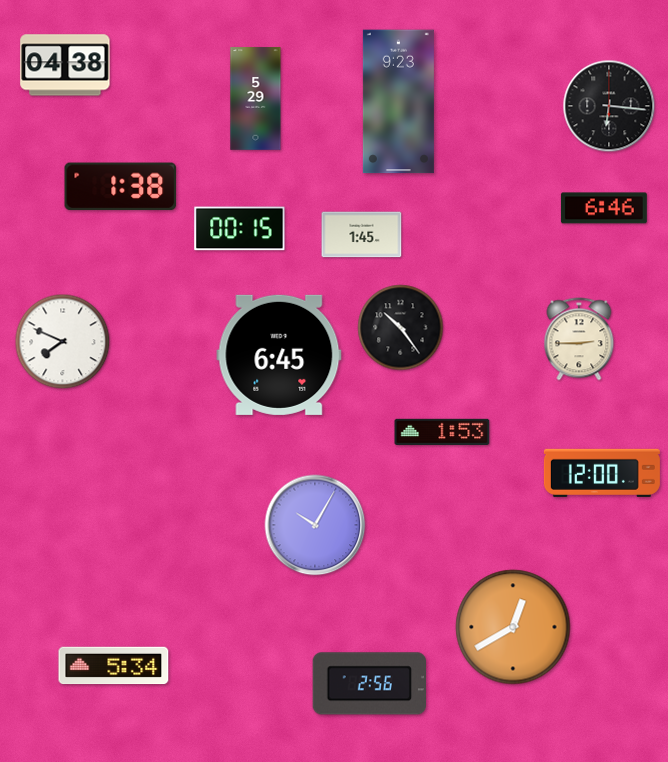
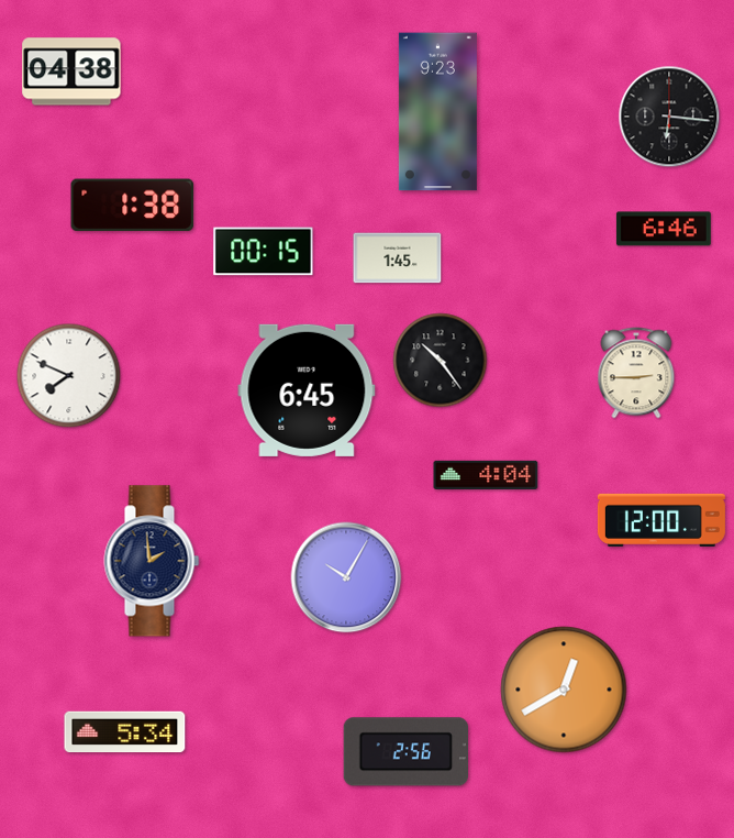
clock at (256, 99): 5:29 -> none
clock at (442, 432): 1:53 -> 4:04
clock at (152, 561): none -> 1:59
